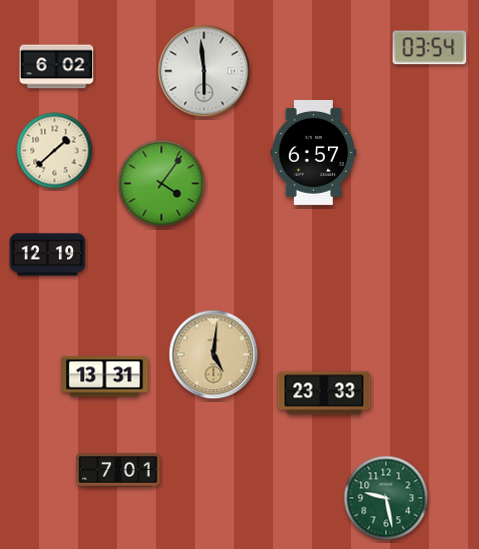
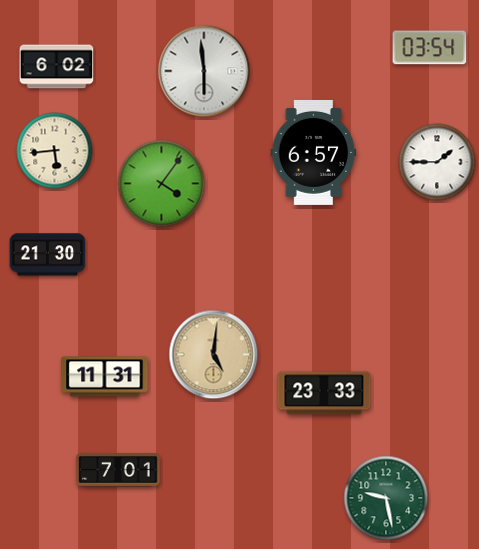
clock at (55, 151): 1:38 -> 5:44
clock at (437, 162): none -> 1:45
clock at (48, 255): 12:19 -> 21:30
clock at (105, 377): 13:31 -> 11:31
